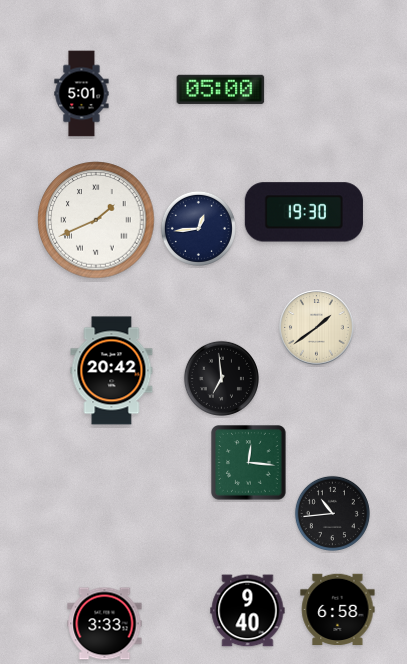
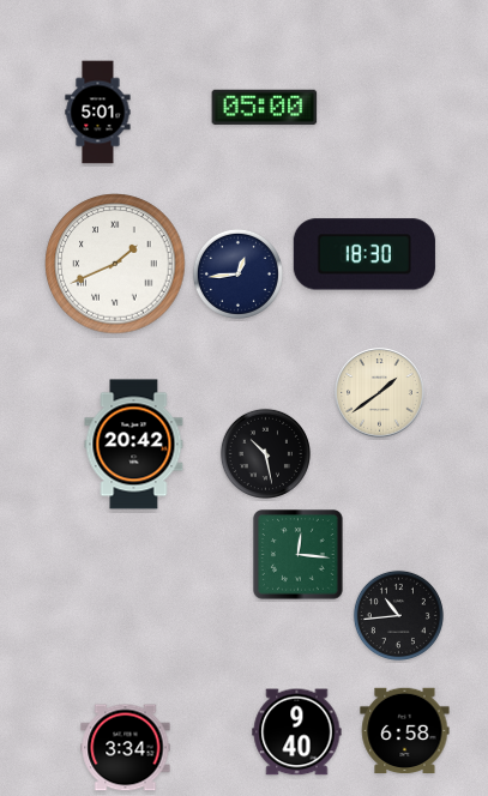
clock at (304, 212): 19:30 -> 18:30
clock at (221, 378): 6:59 -> 10:28
clock at (105, 624): 3:33 -> 3:34
